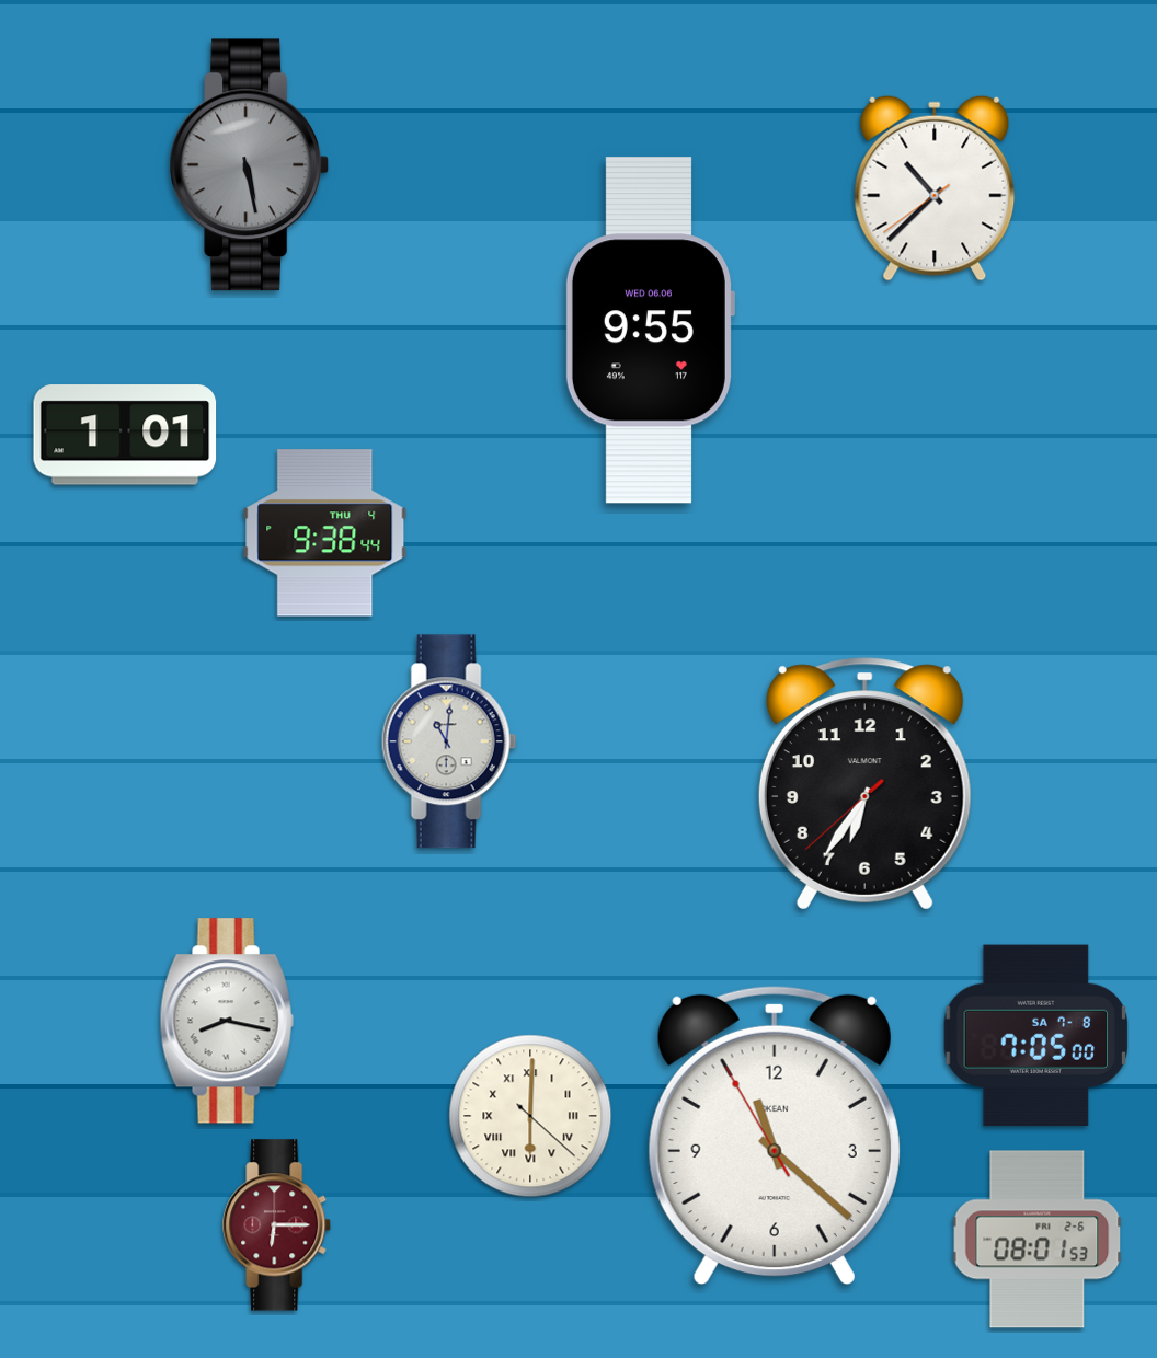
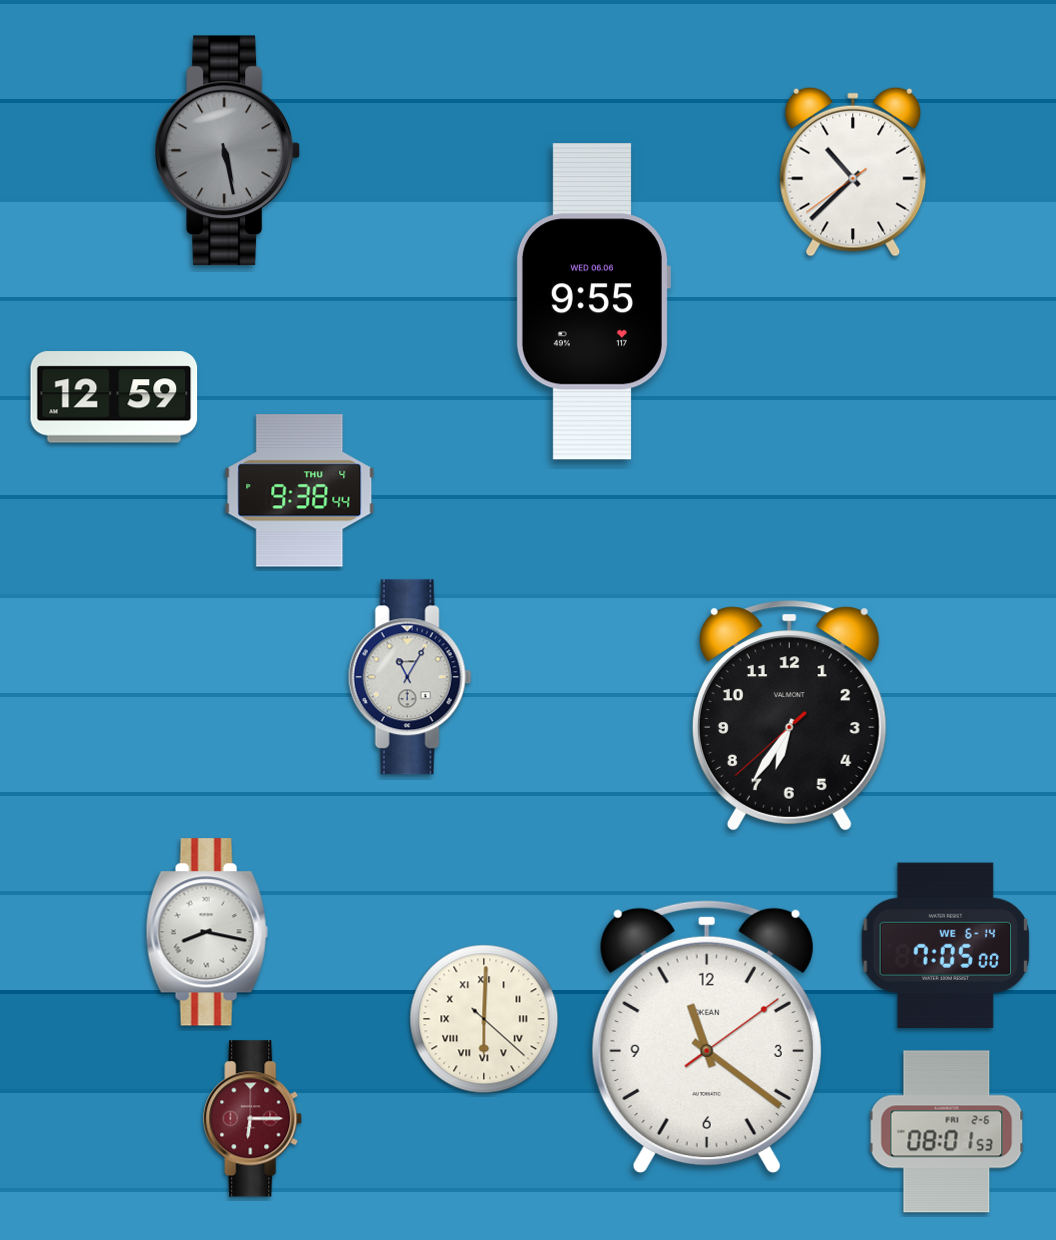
clock at (125, 435): 1:01 -> 12:59
clock at (325, 533) position: (325, 533) -> (300, 491)
clock at (449, 741): 11:01 -> 11:05
clock at (1036, 1035) date: SA 7-8 -> WE 6-14
clock at (775, 1136): 11:21:55 -> 11:21:09
